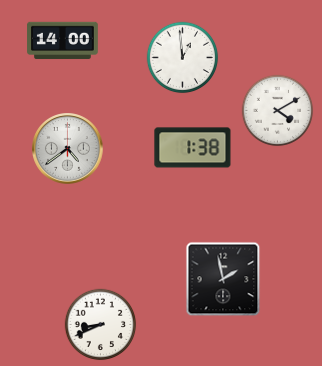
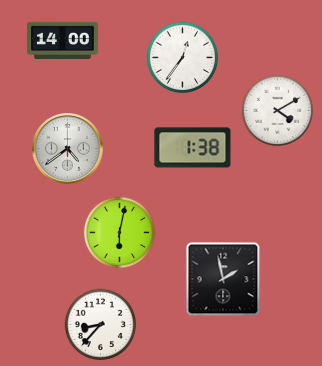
clock at (183, 58): 12:59 -> 12:36
clock at (120, 233): none -> 6:02
clock at (101, 325): 8:41 -> 8:37
